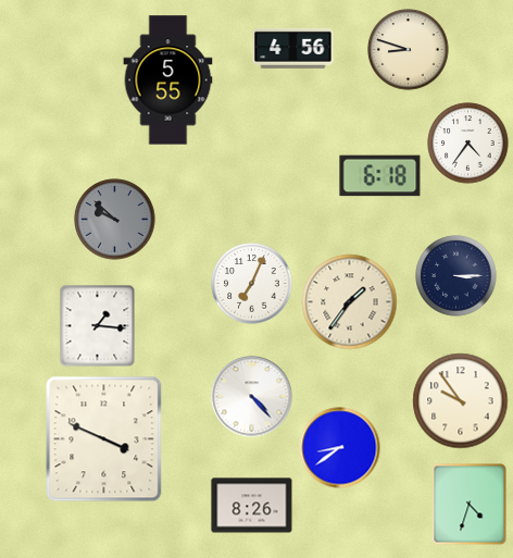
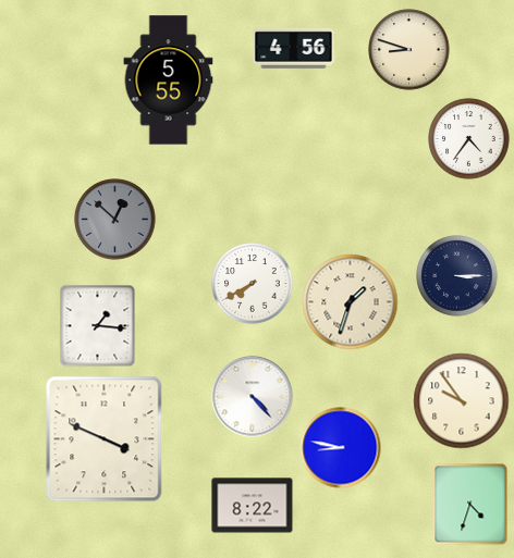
clock at (468, 144) position: (468, 144) -> (469, 139)
clock at (380, 176): 6:18 -> none
clock at (115, 220): 9:52 -> 12:52
clock at (252, 284): 7:04 -> 7:40
clock at (350, 302): 1:36 -> 1:33
clock at (340, 448): 8:39 -> 8:47
clock at (252, 506): 8:26 -> 8:22
